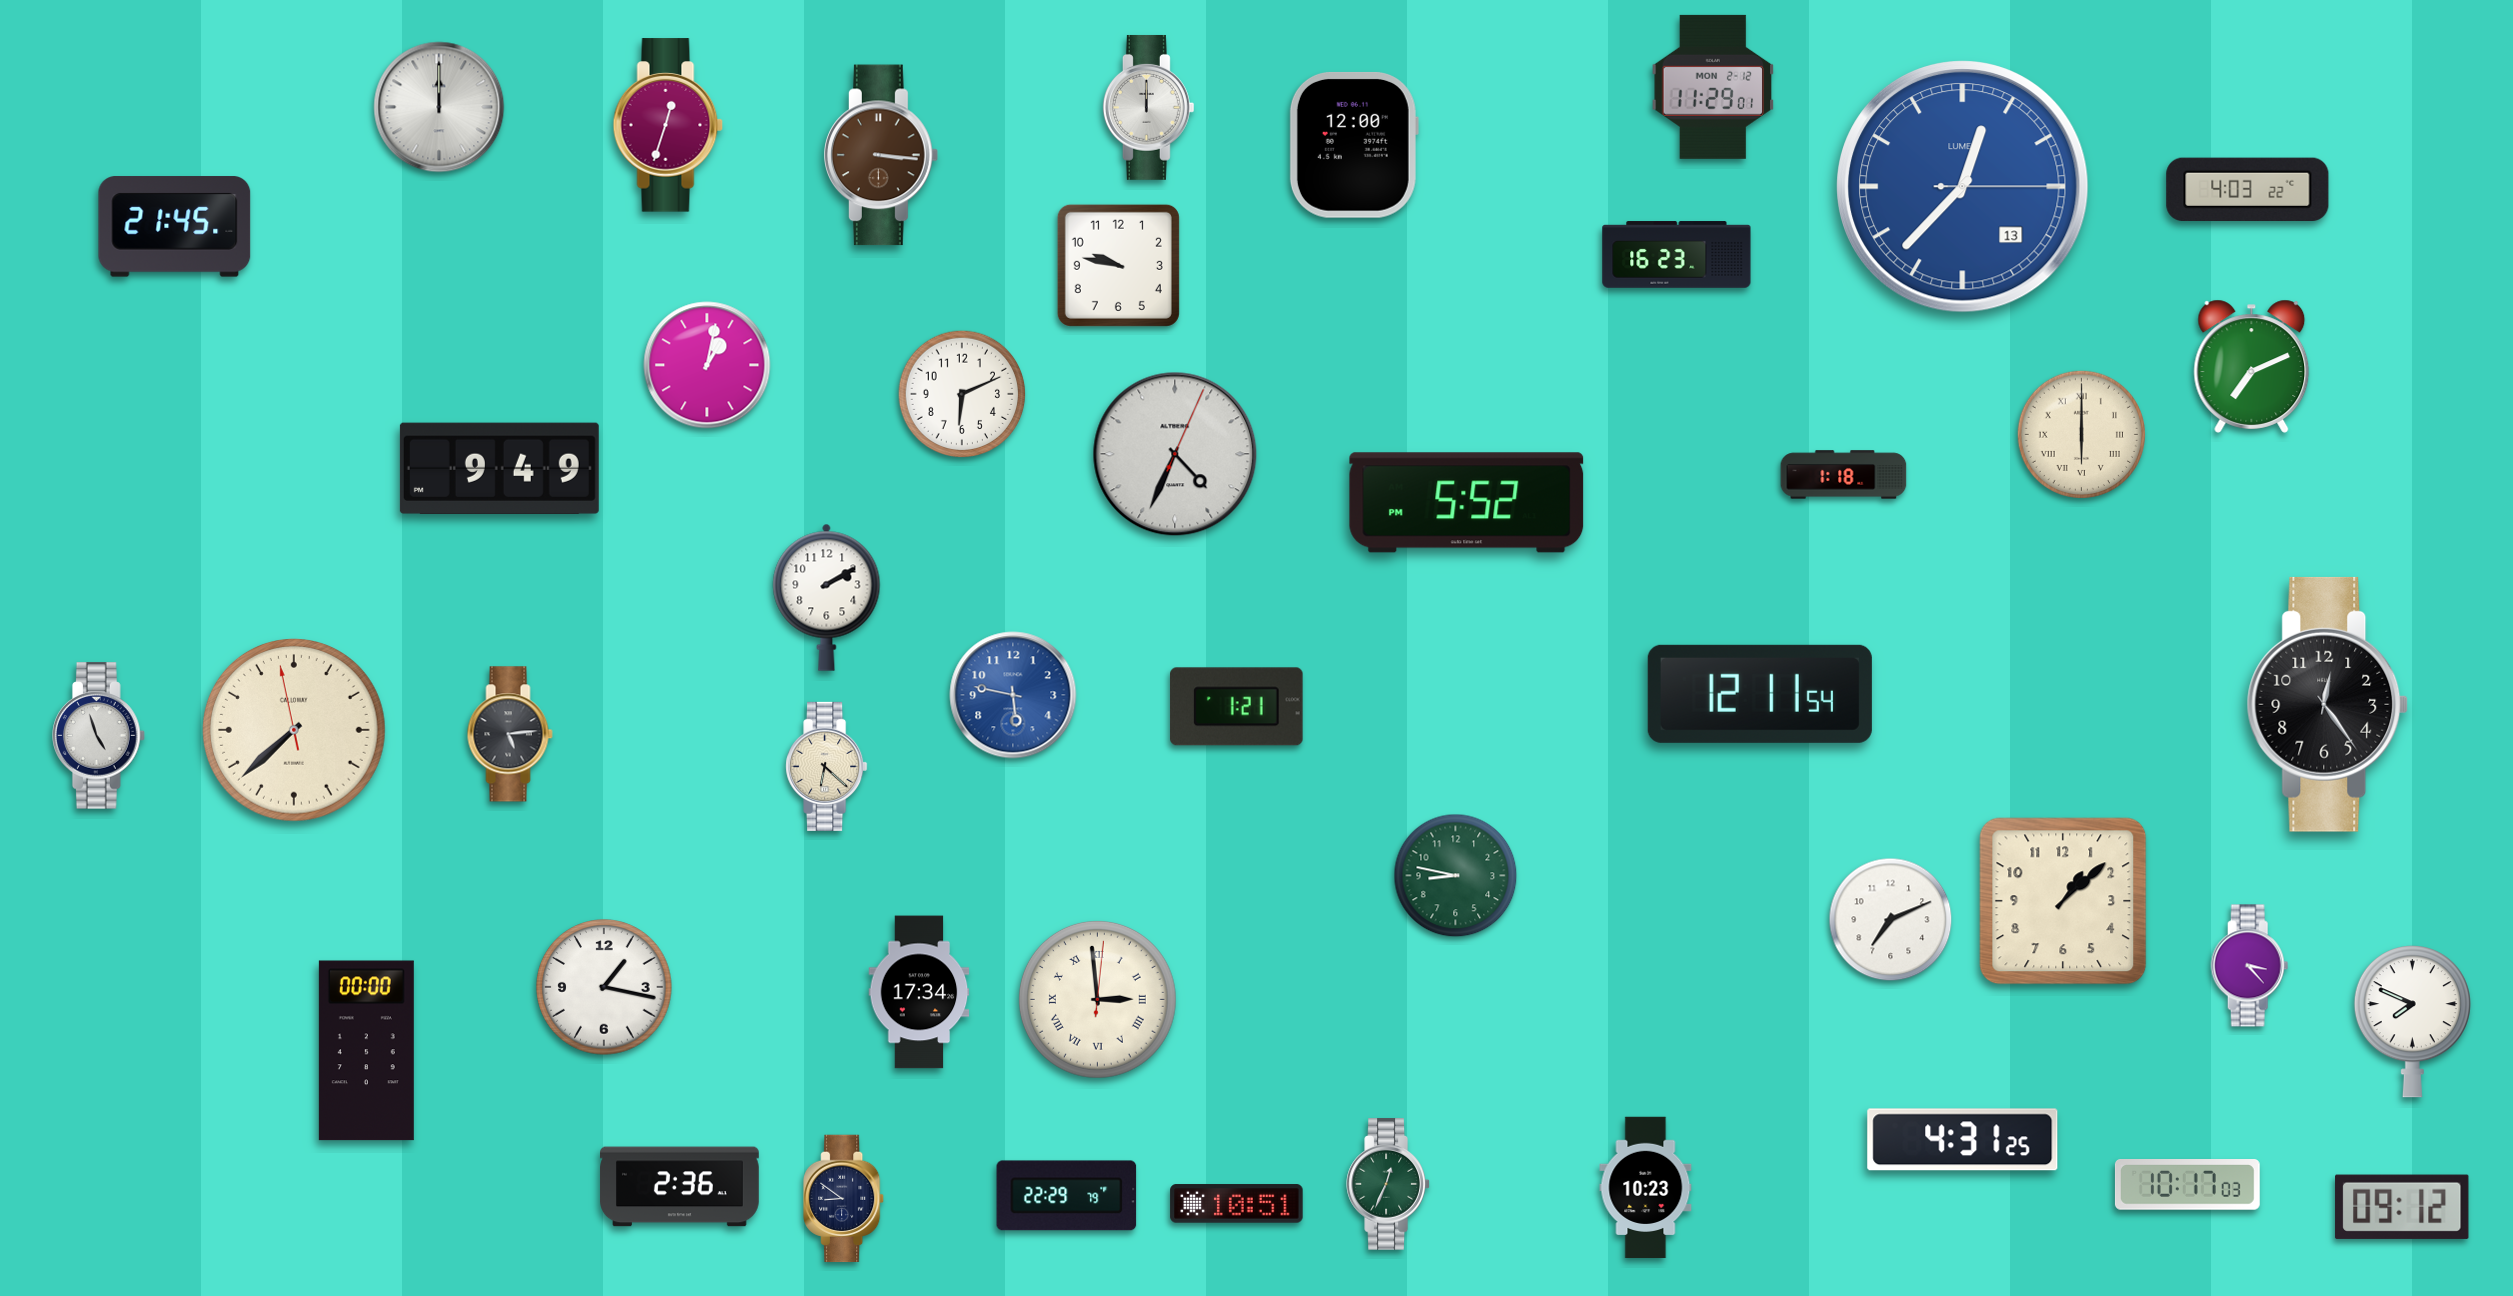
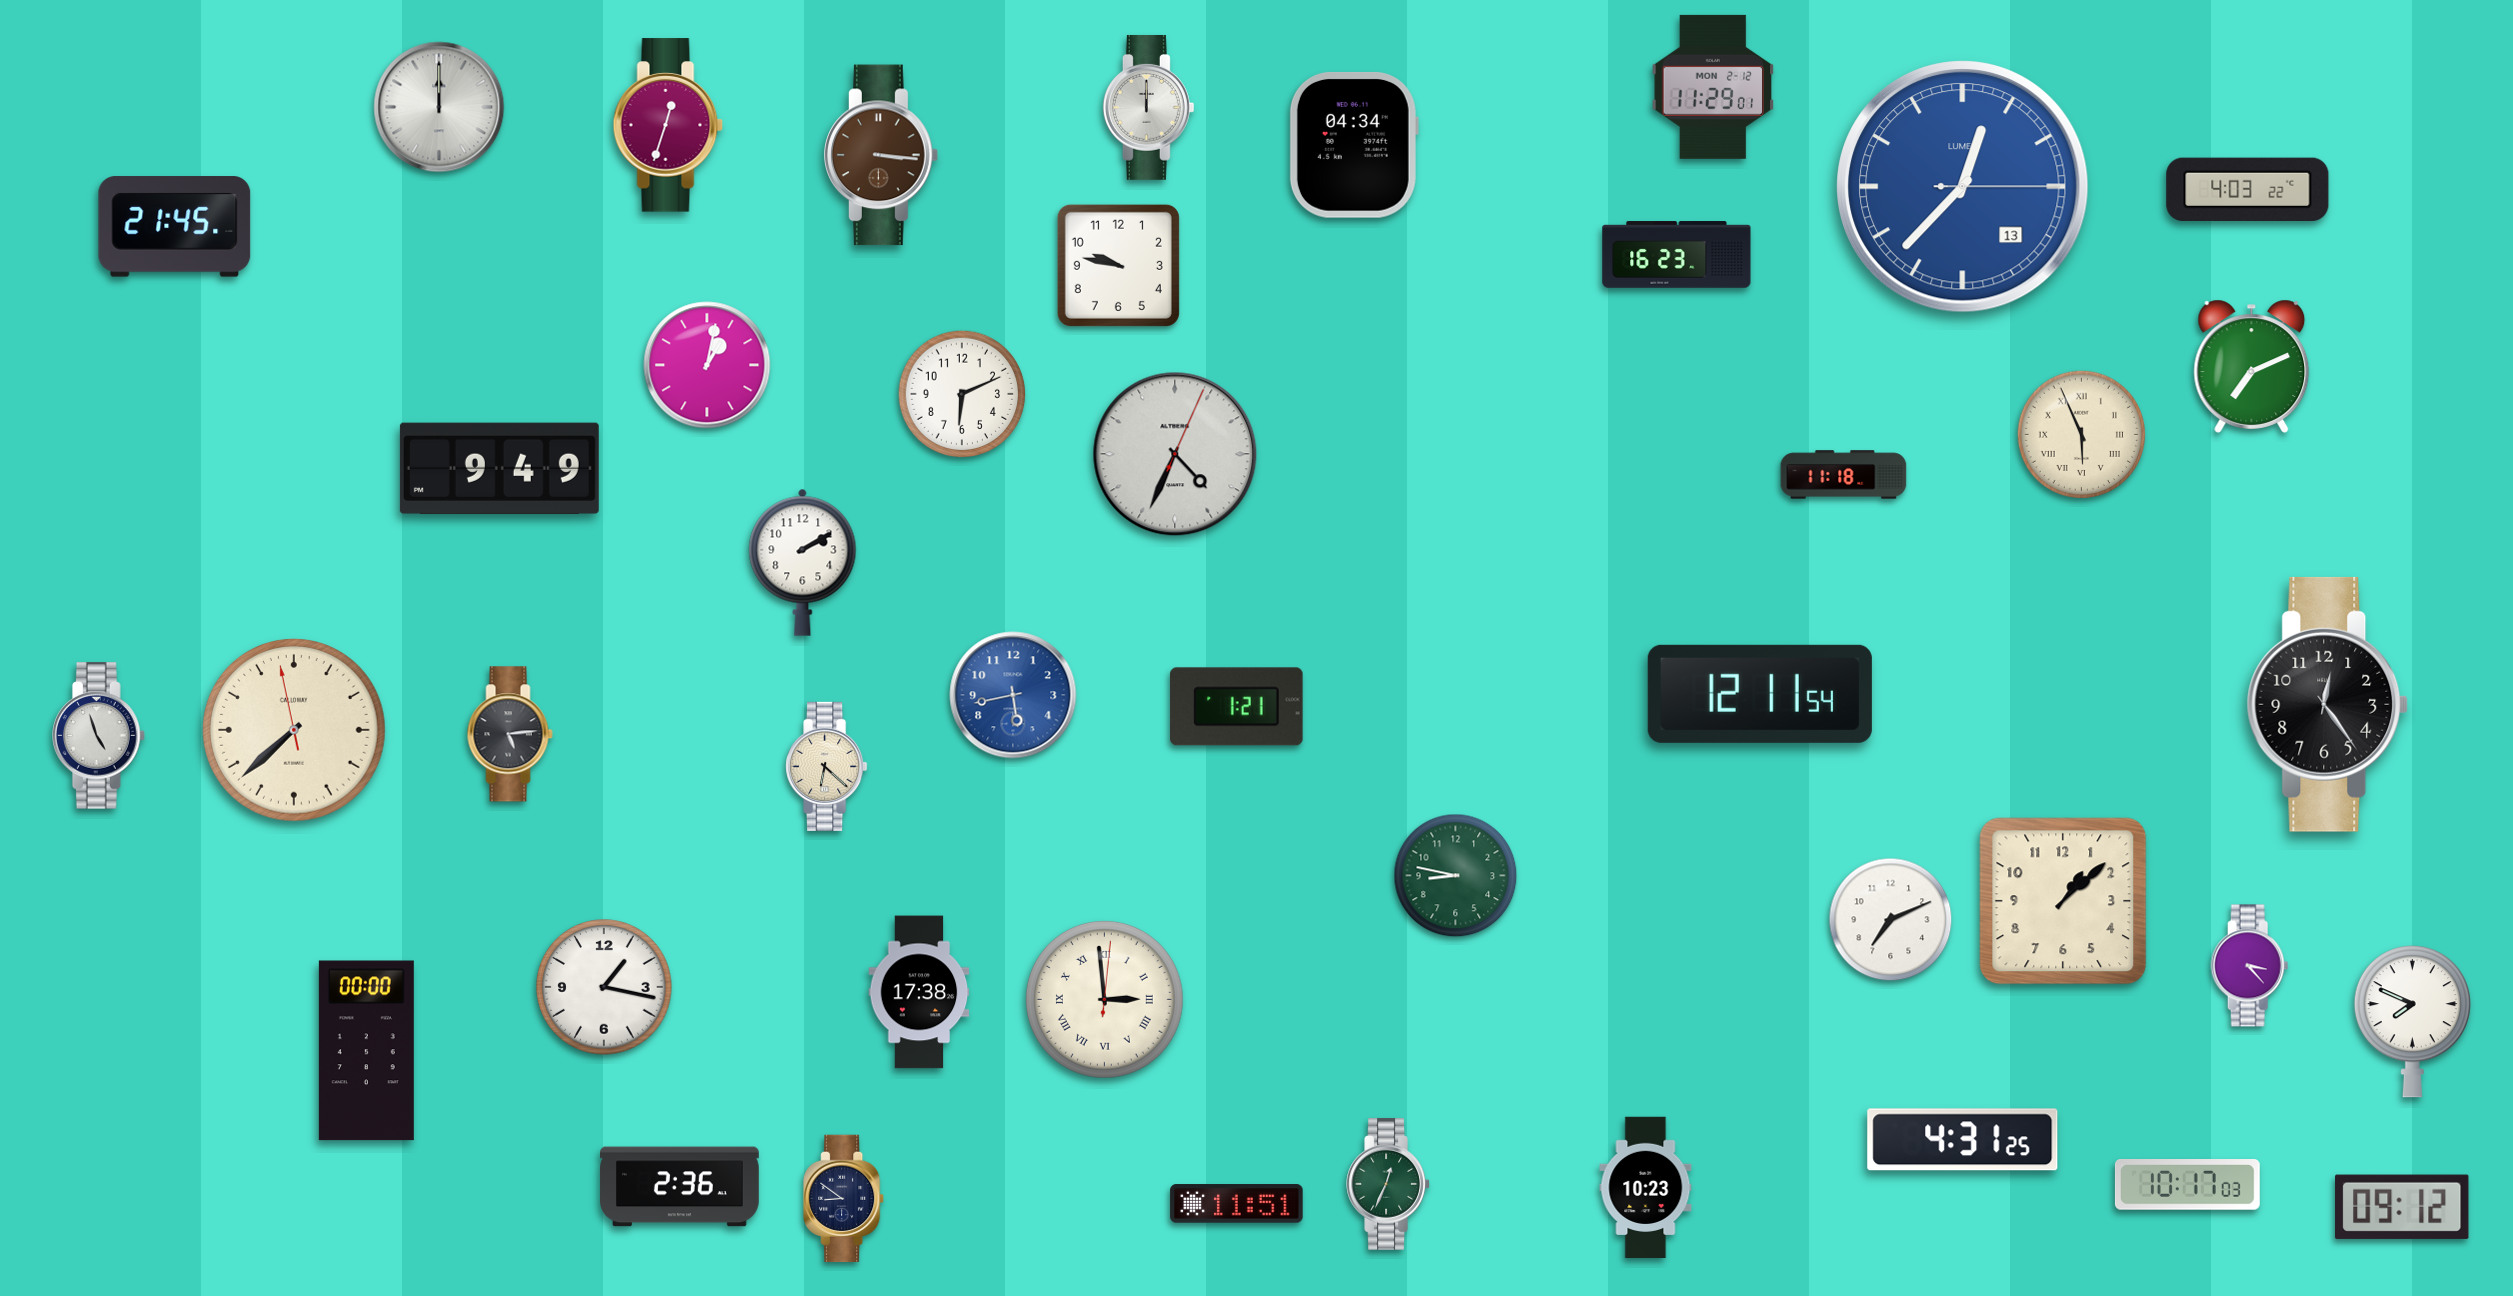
clock at (1354, 145): 12:00 -> 04:34
clock at (2081, 434): 6:00 -> 5:56
clock at (1844, 475): 1:18 -> 11:18
clock at (1467, 503): 5:52 -> none
clock at (827, 597) position: (827, 597) -> (803, 562)
clock at (1013, 695): 5:47 -> 5:43
clock at (919, 992): 17:34 -> 17:38
clock at (1097, 999) position: (1097, 999) -> (1104, 999)
clock at (1067, 1196): 22:29 -> none
clock at (1237, 1204): 10:51 -> 11:51
